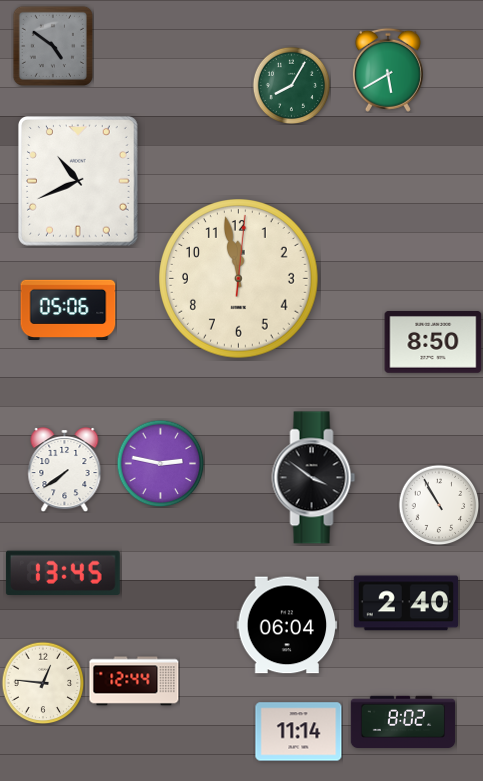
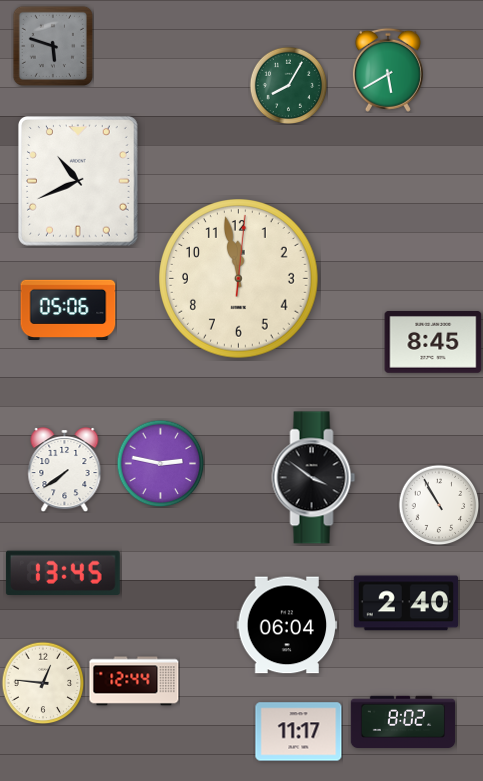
clock at (53, 46): 4:51 -> 5:48
clock at (291, 85) position: (291, 85) -> (288, 85)
clock at (433, 343): 8:50 -> 8:45
clock at (299, 732): 11:14 -> 11:17
